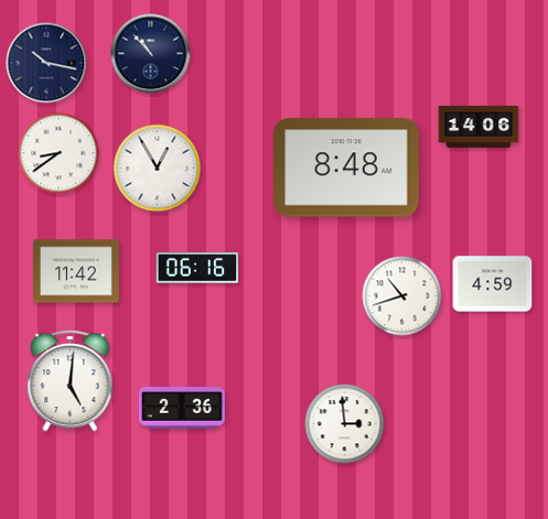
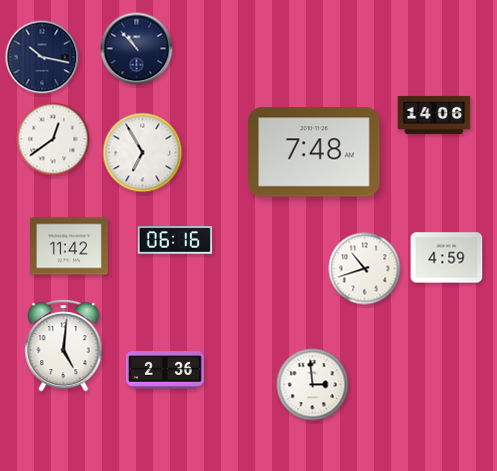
clock at (58, 153): 8:39 -> 12:39
clock at (346, 167): 8:48 -> 7:48
clock at (158, 169): 12:55 -> 6:55
clock at (197, 269) position: (197, 269) -> (175, 241)
